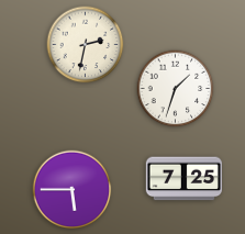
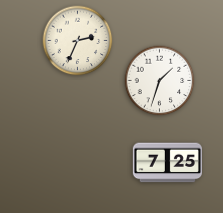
clock at (86, 45): 2:32 -> 2:34
clock at (73, 190): 5:45 -> none
